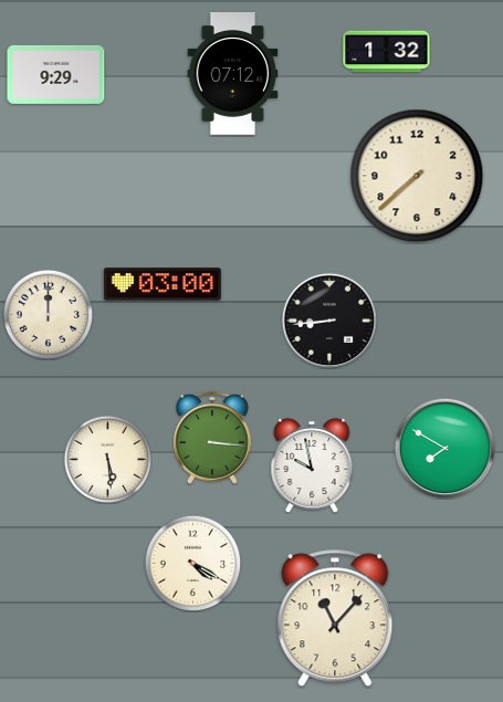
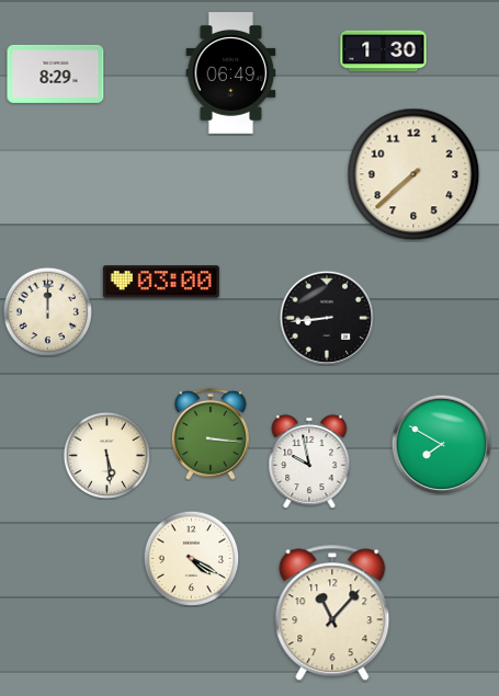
clock at (387, 52): 1:32 -> 1:30
clock at (56, 74): 9:29 -> 8:29
clock at (233, 74): 07:12 -> 06:49
